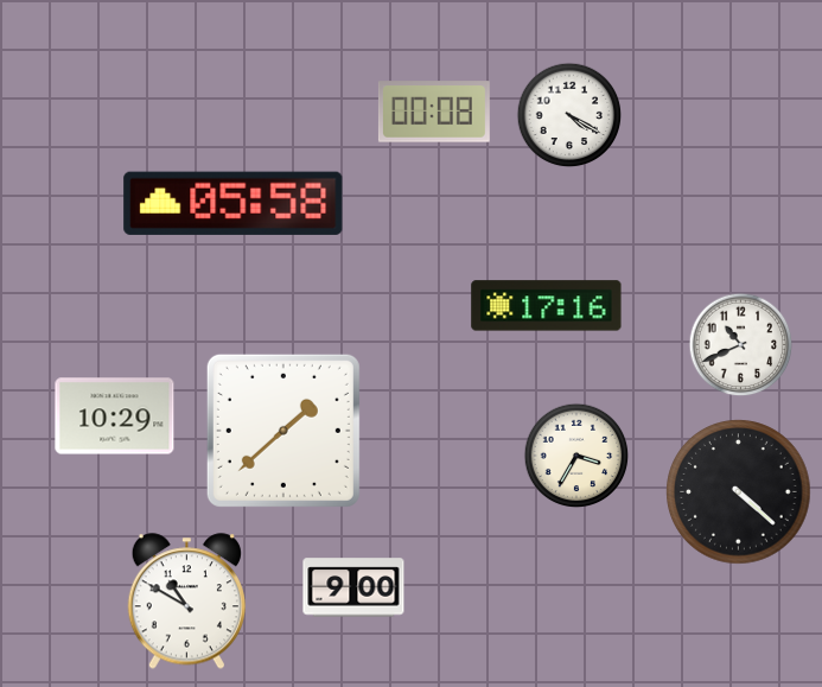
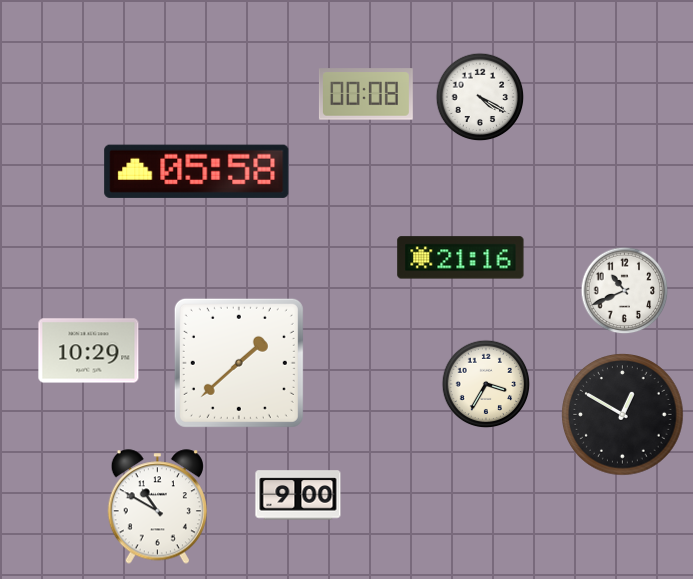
clock at (547, 306): 17:16 -> 21:16
clock at (115, 416) position: (115, 416) -> (89, 351)
clock at (739, 492): 4:22 -> 12:50
